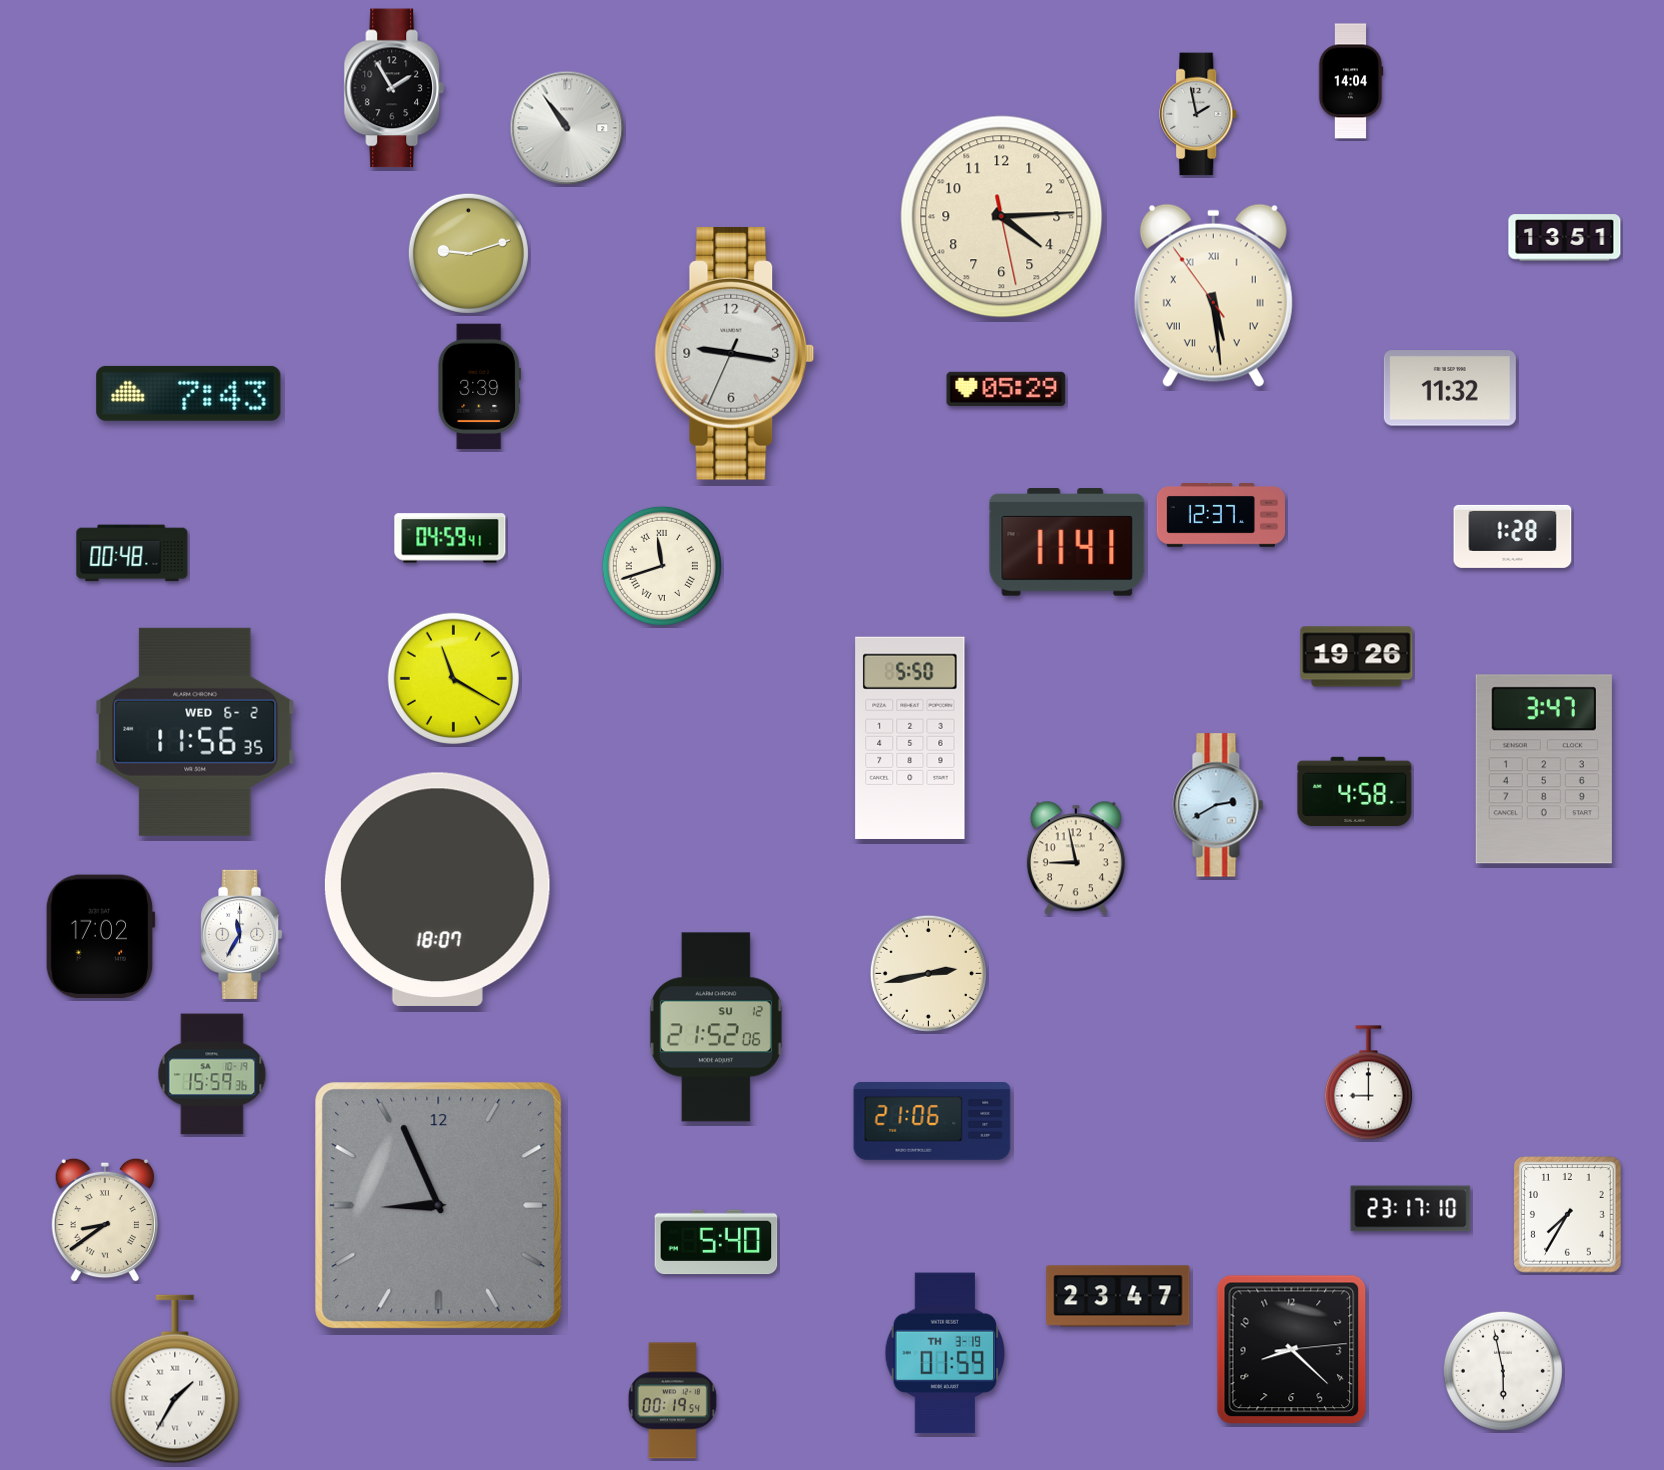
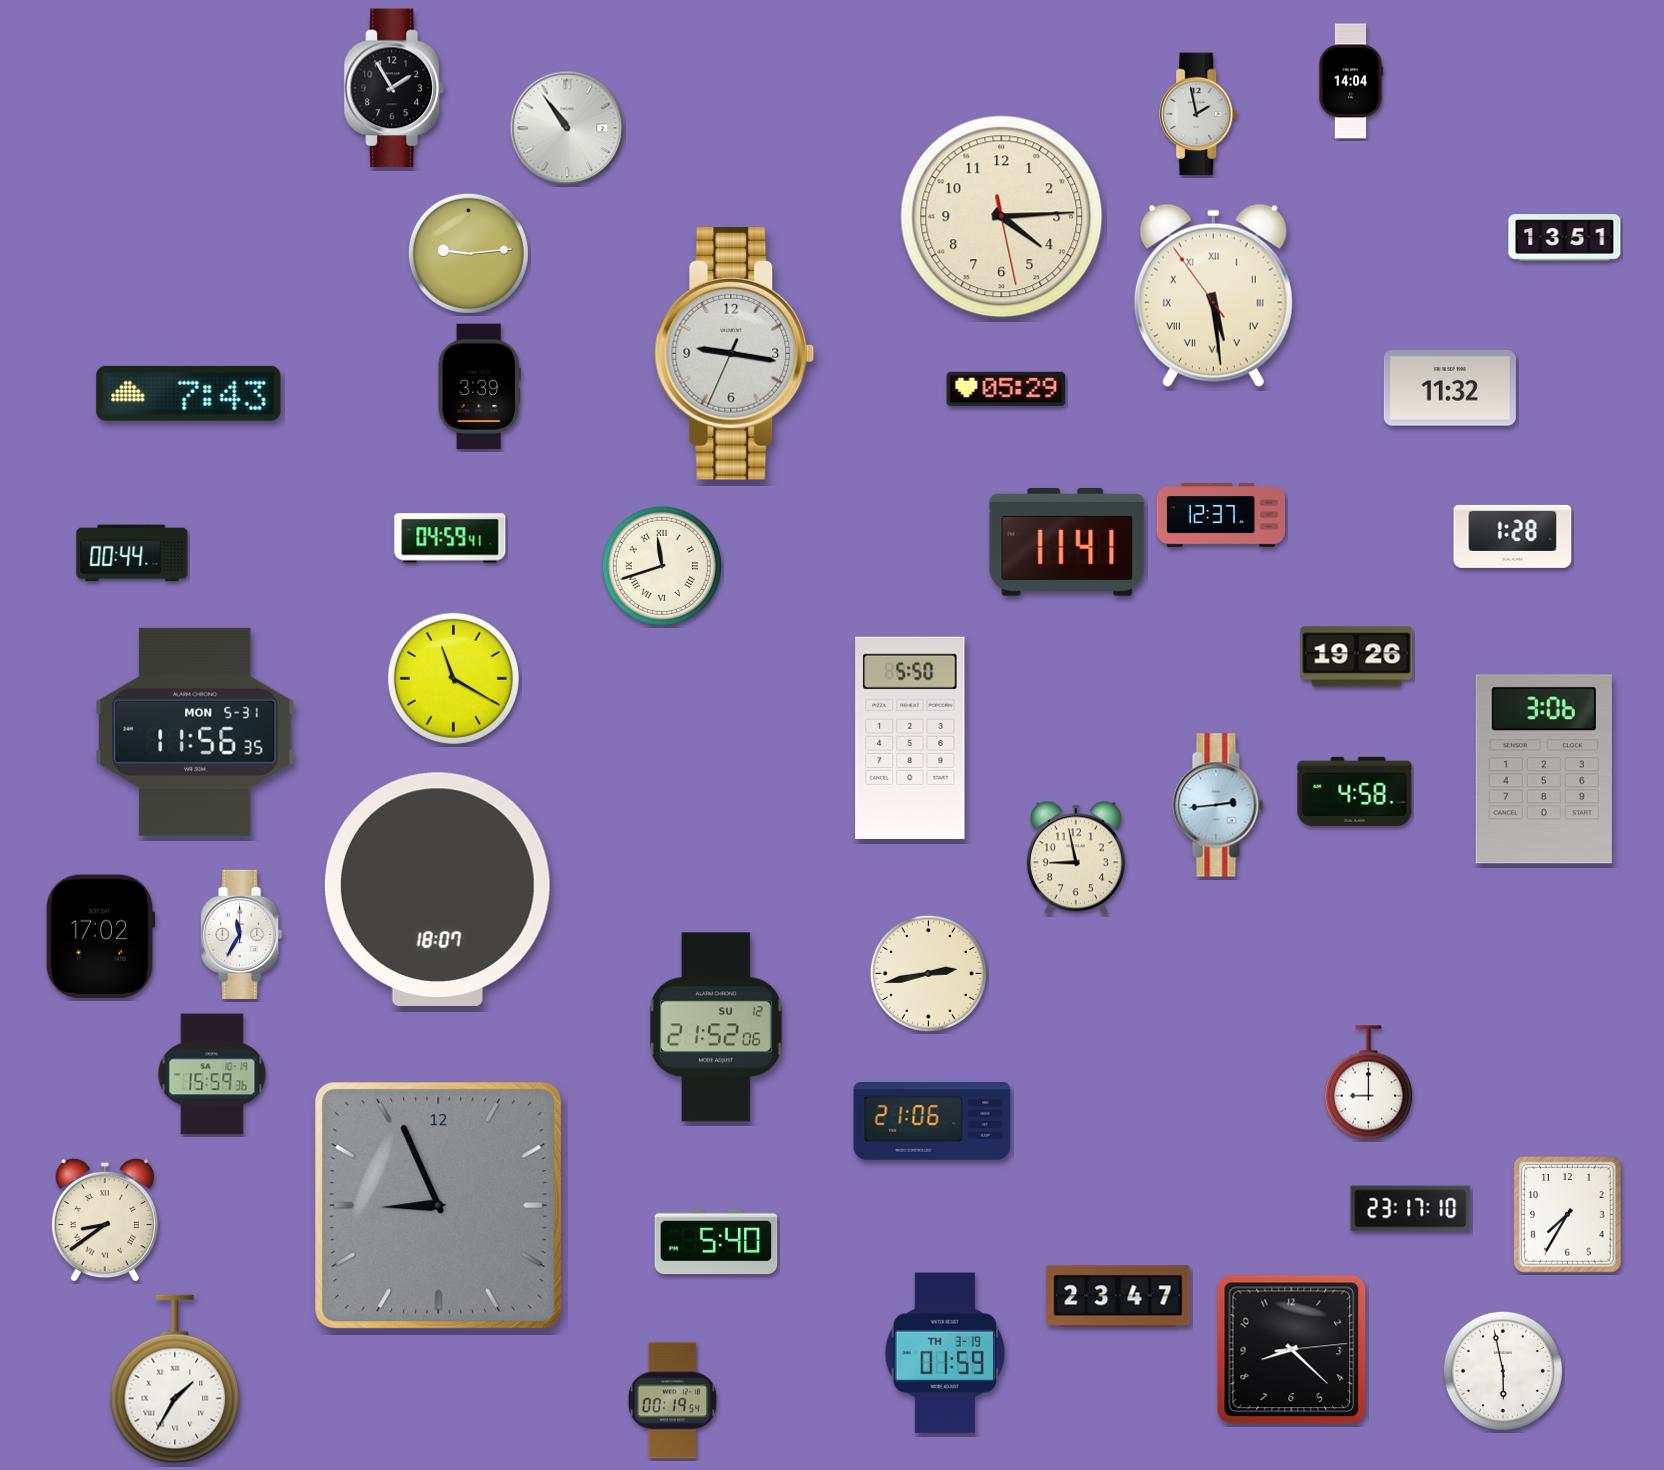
clock at (468, 253): 9:12 -> 9:14
clock at (132, 553): 00:48 -> 00:44
clock at (195, 732) date: WED 6-2 -> MON 5-31
clock at (1544, 769): 3:47 -> 3:06
clock at (1218, 805): 2:40 -> 2:44
